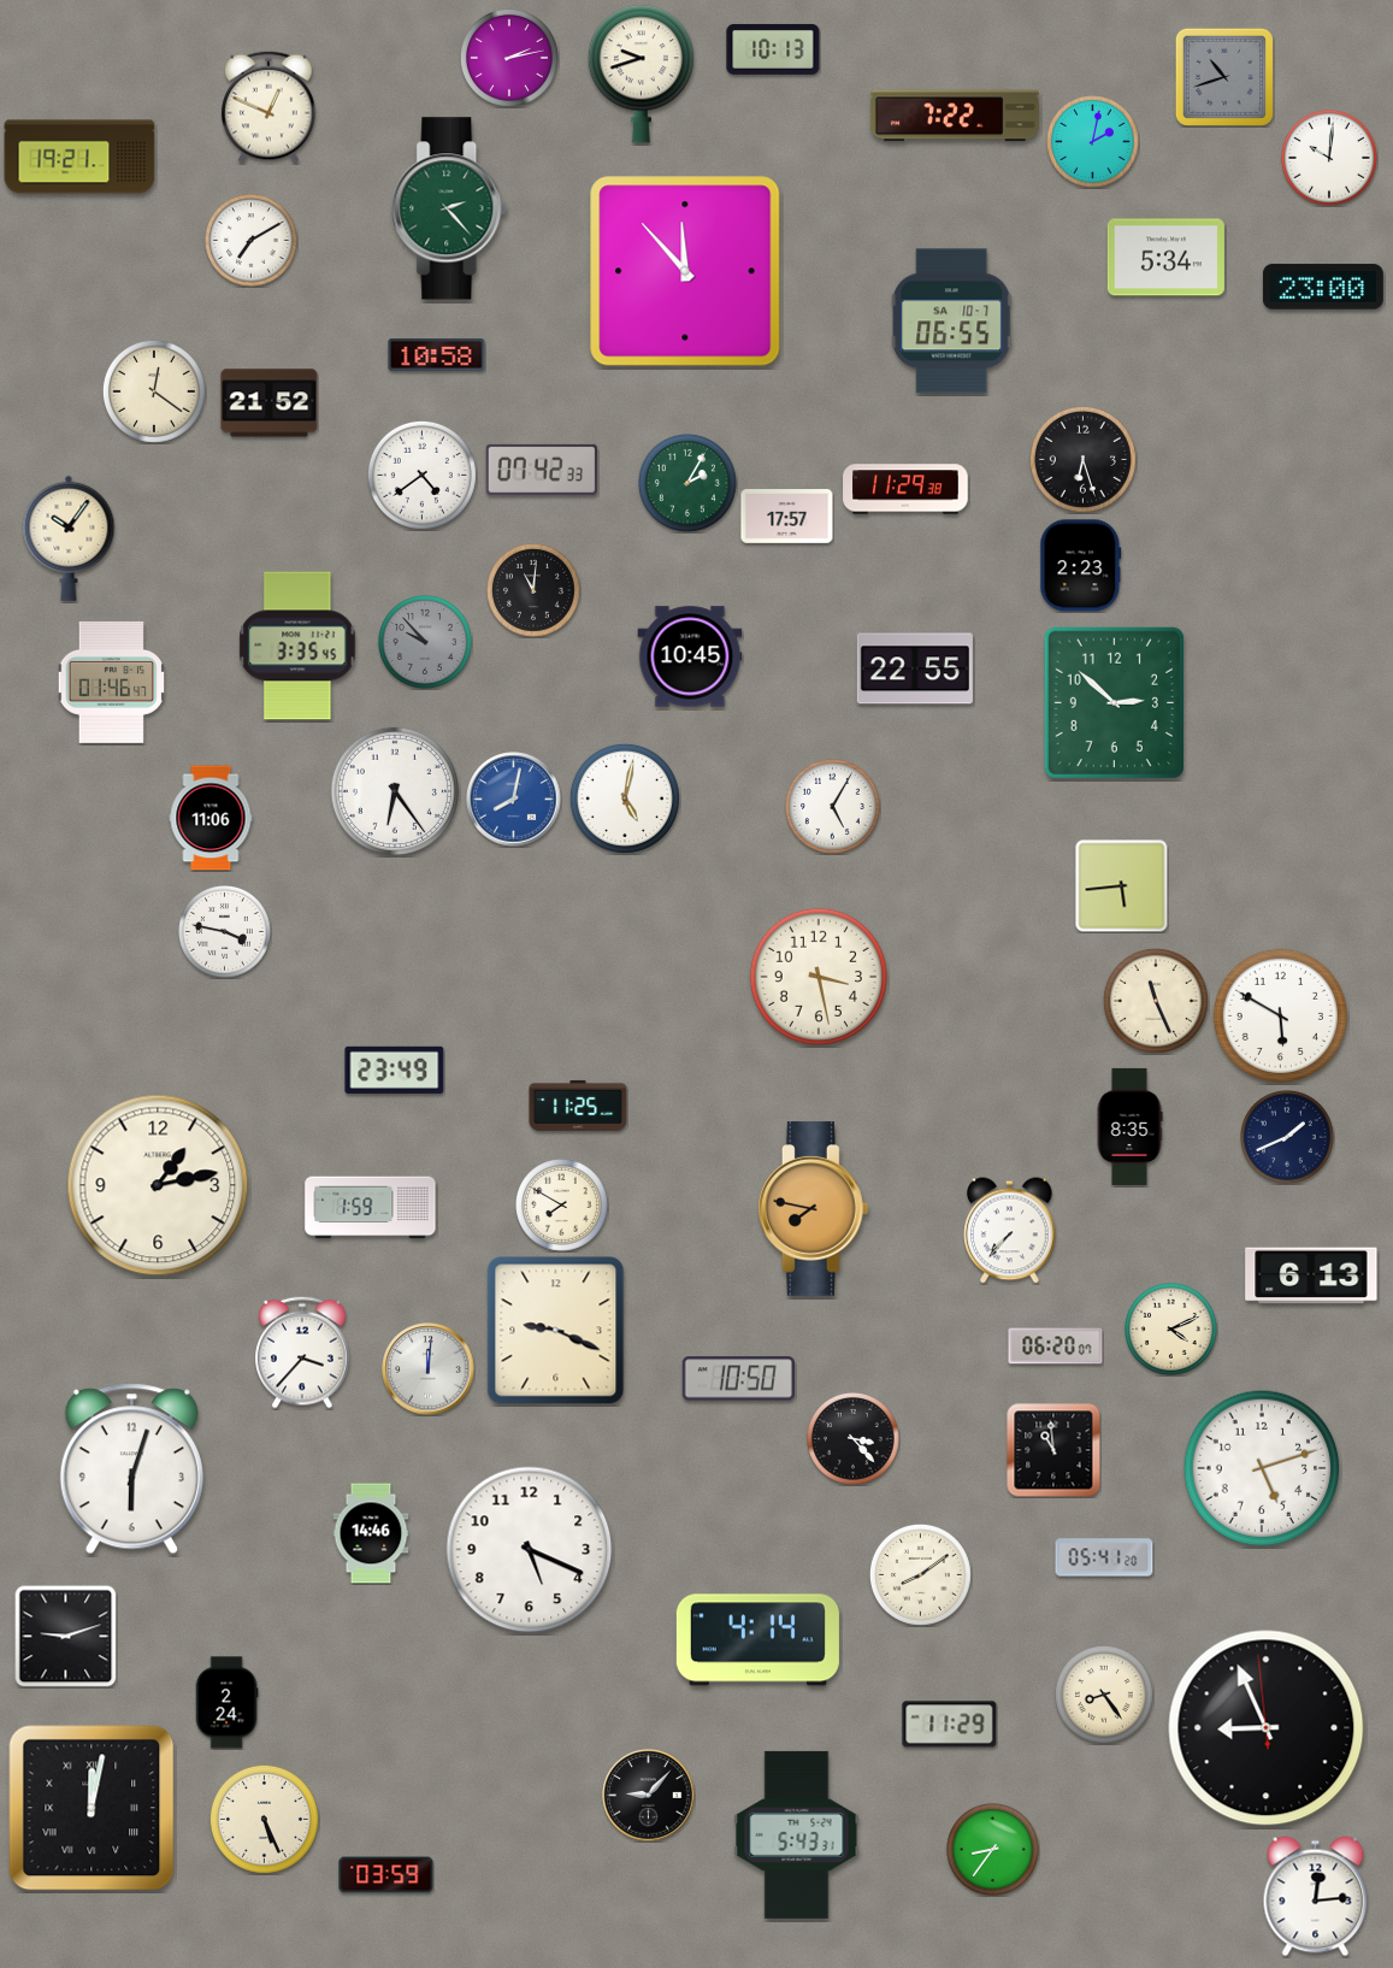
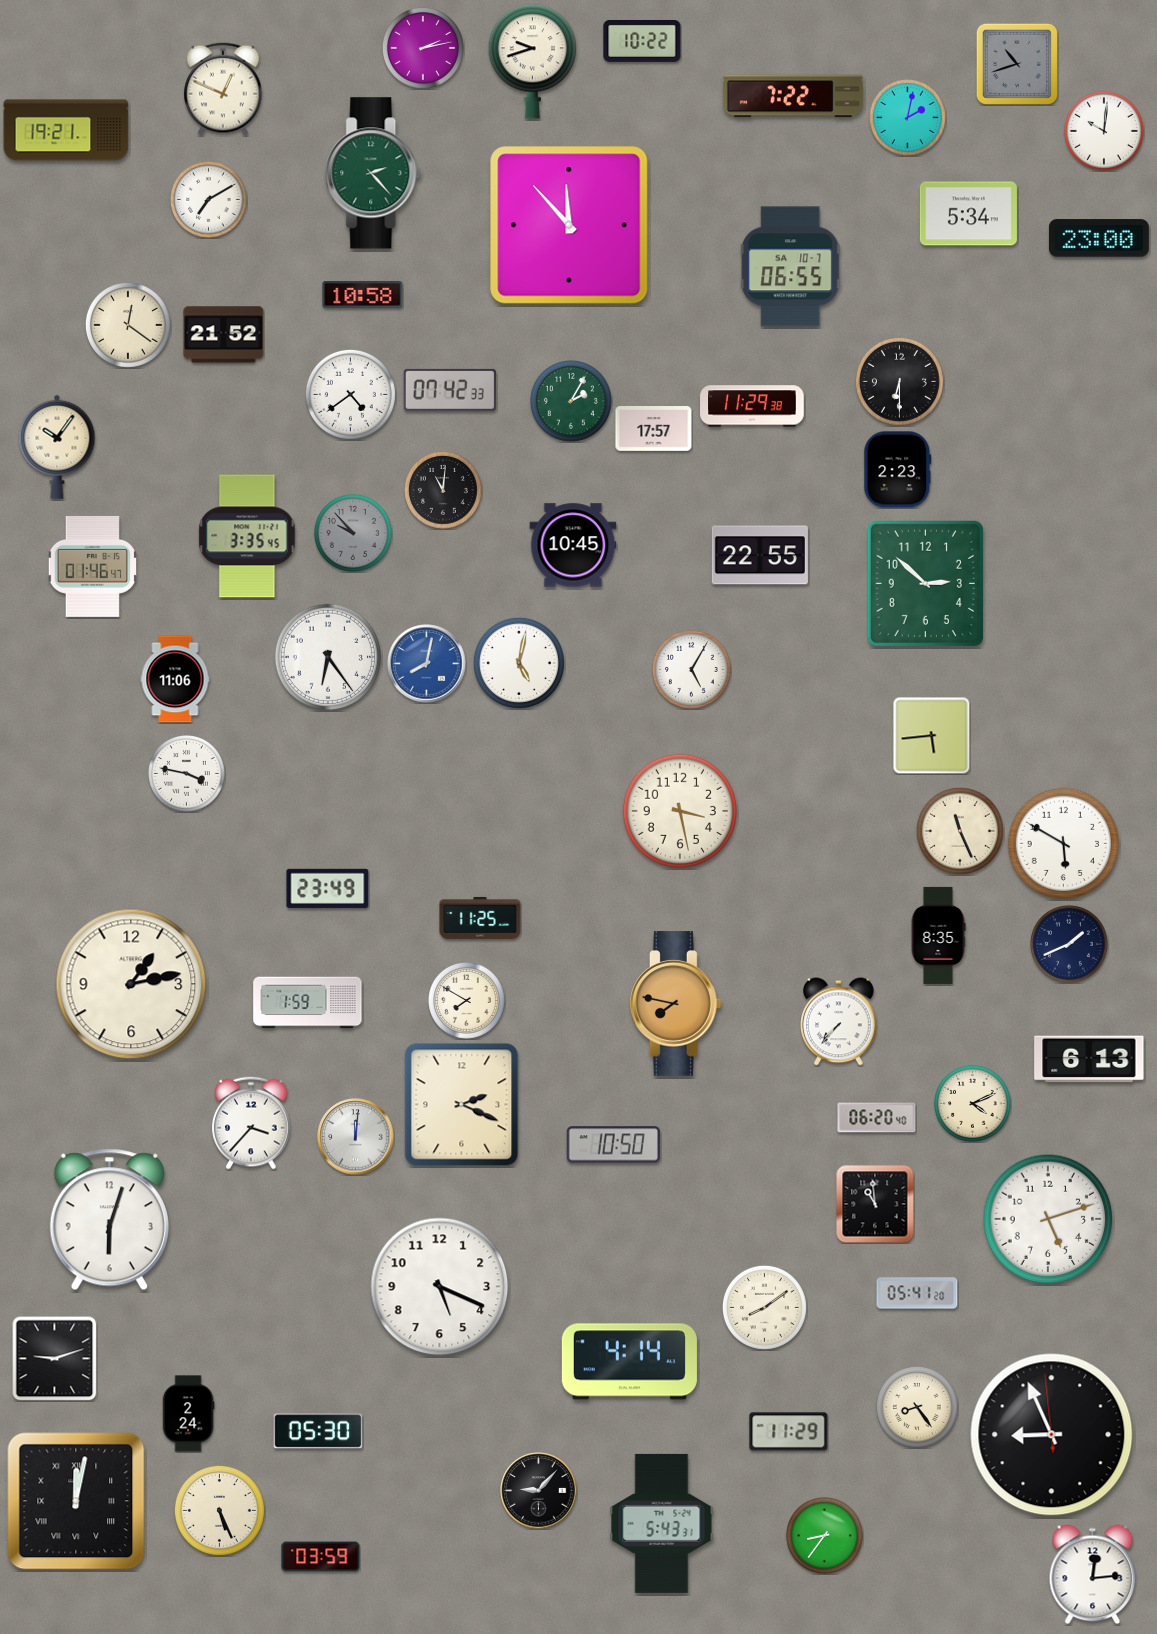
clock at (773, 49): 10:13 -> 10:22
clock at (1082, 459): 6:27 -> 6:30
clock at (556, 1331): 9:19 -> 2:19
clock at (1056, 1347): 06:20:07 -> 06:20:40
clock at (854, 1439): 3:23 -> none
clock at (371, 1533): 14:46 -> none
clock at (318, 1431): none -> 05:30
